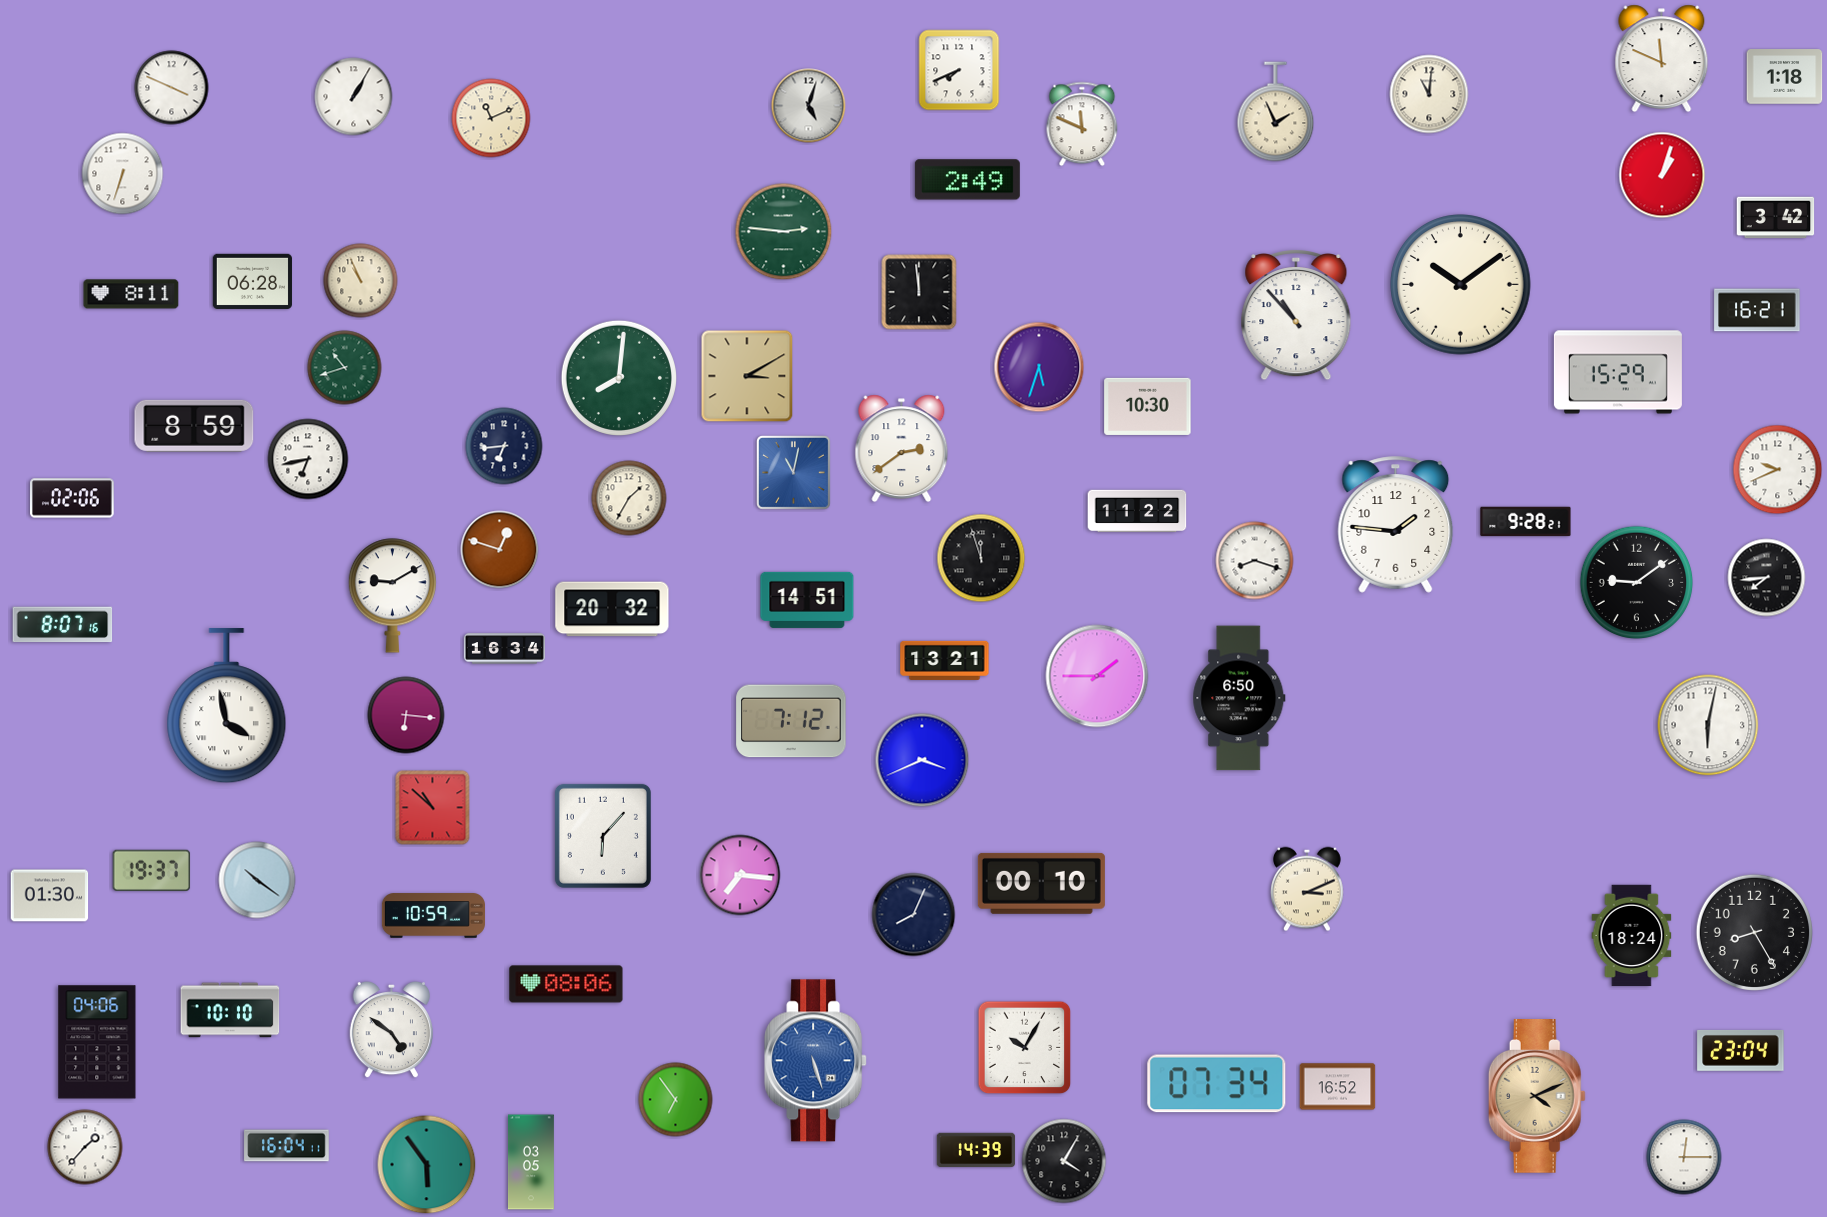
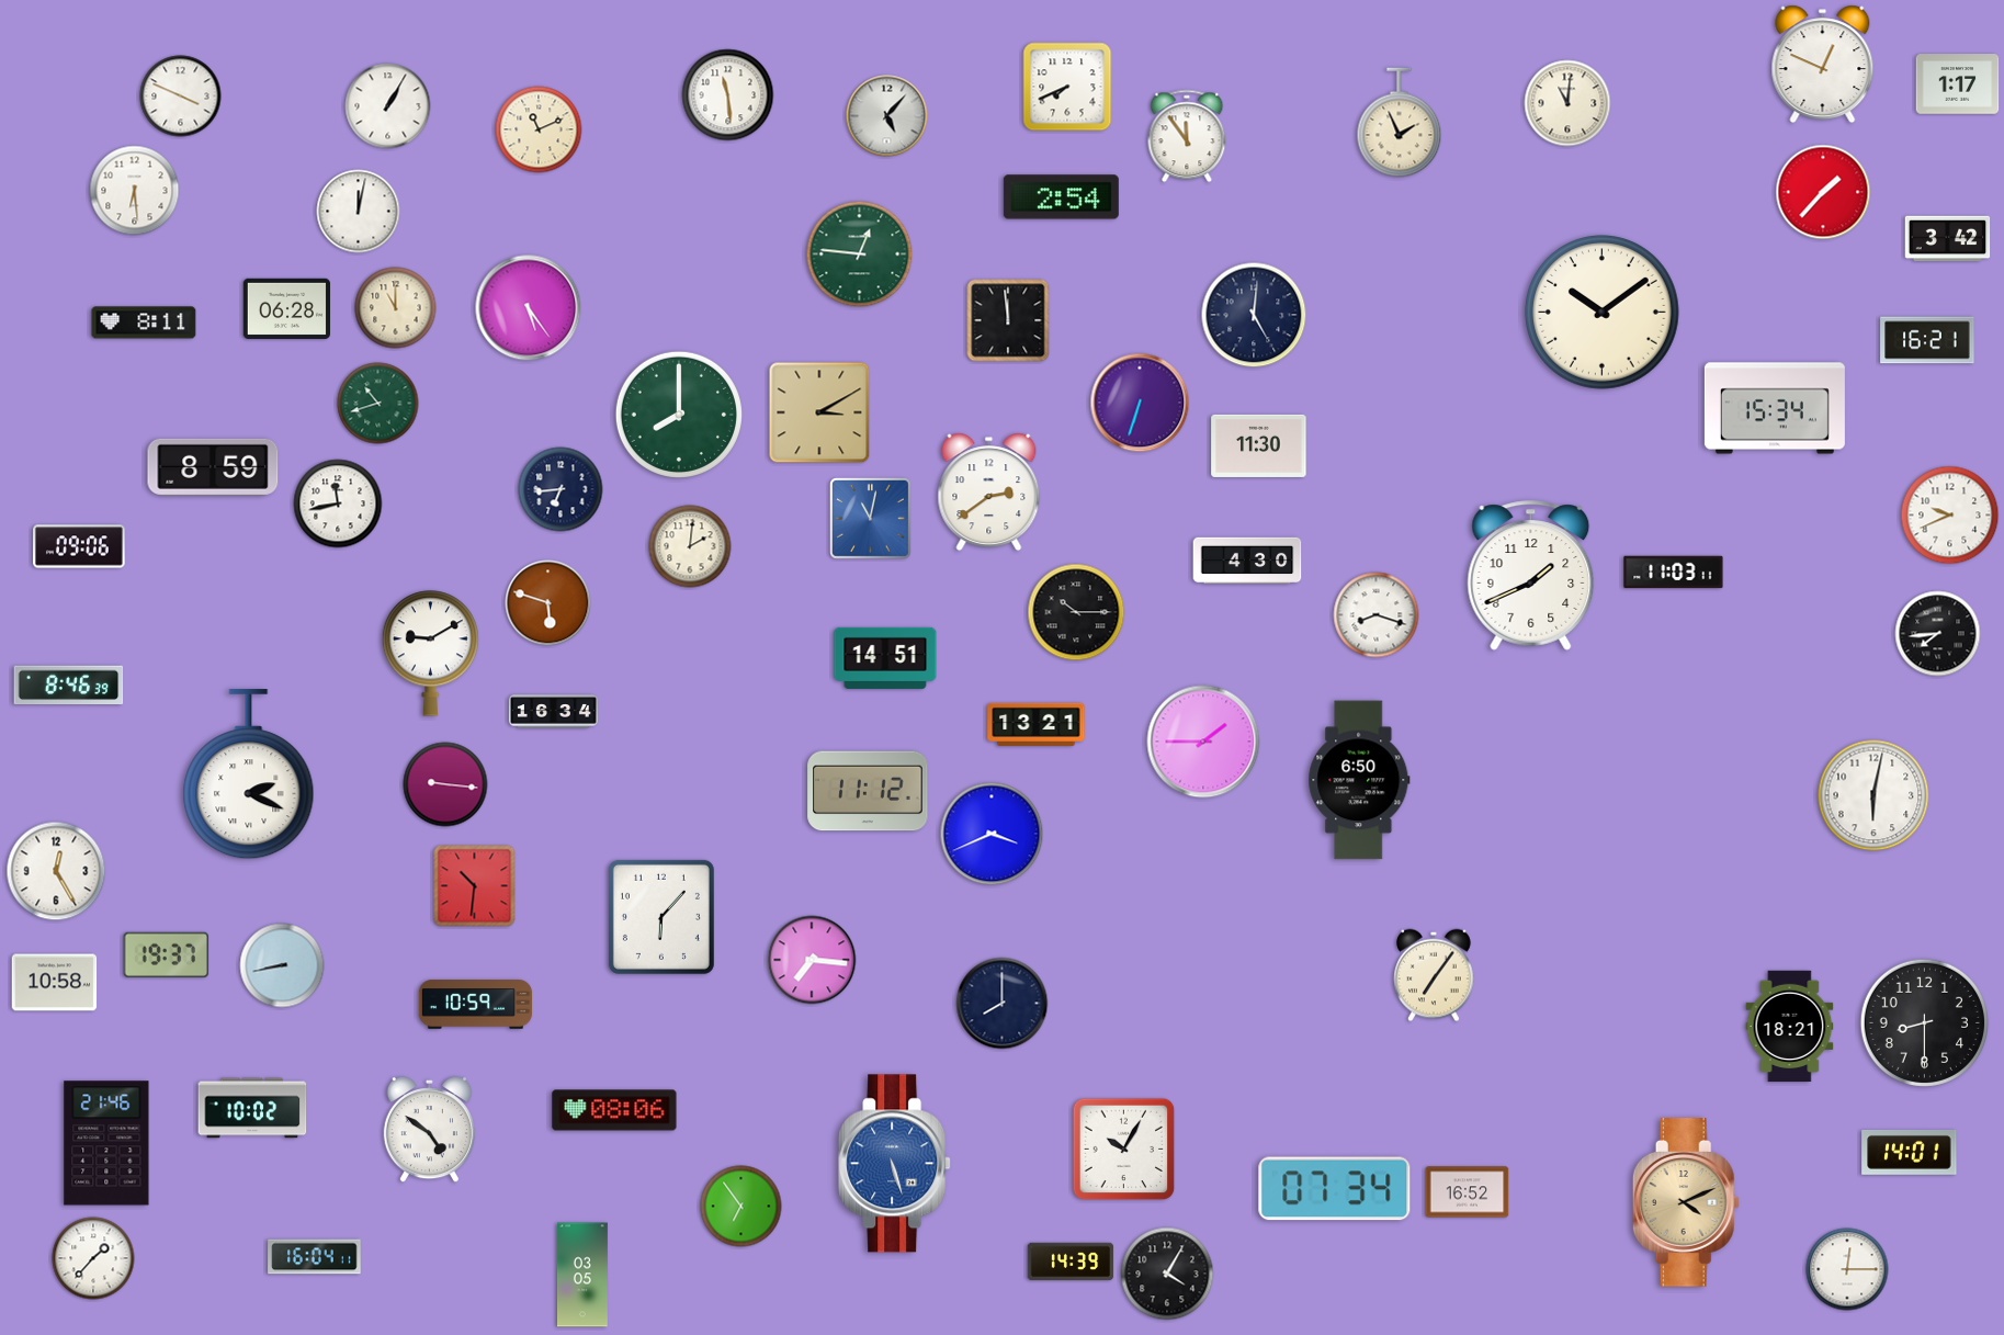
clock at (1662, 59): 11:49 -> 12:49
clock at (959, 70) position: (959, 70) -> (1067, 87)
clock at (1785, 77): 1:18 -> 1:17
clock at (728, 95): none -> 11:29
clock at (172, 88) position: (172, 88) -> (181, 97)
clock at (809, 106): 5:03 -> 5:07
clock at (1082, 124): 11:49 -> 11:54
clock at (123, 174): 6:33 -> 6:29
clock at (1662, 175): 1:03 -> 1:37
clock at (967, 180): 2:49 -> 2:54
clock at (359, 212): none -> 12:02
clock at (784, 232): 2:46 -> 12:46
clock at (252, 281) position: (252, 281) -> (286, 308)
clock at (361, 281): 10:56 -> 11:00
clock at (529, 308): none -> 5:24
clock at (1254, 315): none -> 5:01
clock at (1296, 316): 10:53 -> none
clock at (1039, 367): 5:33 -> 6:33
clock at (1618, 372): 15:29 -> 15:34
clock at (618, 377): 8:01 -> 8:00
clock at (1148, 406): 10:30 -> 11:30
clock at (504, 446) position: (504, 446) -> (561, 489)
clock at (308, 459): 6:43 -> 11:43
clock at (73, 498): 02:06 -> 09:06
clock at (629, 498): 1:35 -> 2:01
clock at (1137, 511): 11:22 -> 4:30
clock at (1526, 522): 9:28 -> 11:03
clock at (1396, 525): 1:46 -> 1:41
clock at (500, 550): 12:48 -> 5:48
clock at (981, 558): 11:57 -> 10:15
clock at (1637, 583): 9:09 -> none
clock at (612, 609): 20:32 -> none
clock at (63, 625): 8:07 -> 8:46
clock at (1239, 698) position: (1239, 698) -> (1359, 780)
clock at (227, 707): 3:58 -> 2:19
clock at (406, 715): 6:16 -> 9:16
clock at (791, 721): 7:12 -> 11:12
clock at (922, 760) position: (922, 760) -> (992, 834)
clock at (56, 871): none -> 12:25
clock at (433, 808): 10:52 -> 10:31
clock at (257, 880): 10:21 -> 8:43
clock at (1041, 883): 00:10 -> none
clock at (1308, 889): 3:11 -> 7:06
clock at (50, 896): 01:30 -> 10:58
clock at (914, 915): 8:04 -> 8:00
clock at (1754, 932): 8:25 -> 8:30
clock at (1632, 936): 18:24 -> 18:21
clock at (566, 984) position: (566, 984) -> (614, 1110)
clock at (230, 1010): 10:10 -> 10:02
clock at (97, 1042): 04:06 -> 21:46
clock at (1741, 1050): 23:04 -> 14:01
clock at (427, 1165): 5:54 -> none
